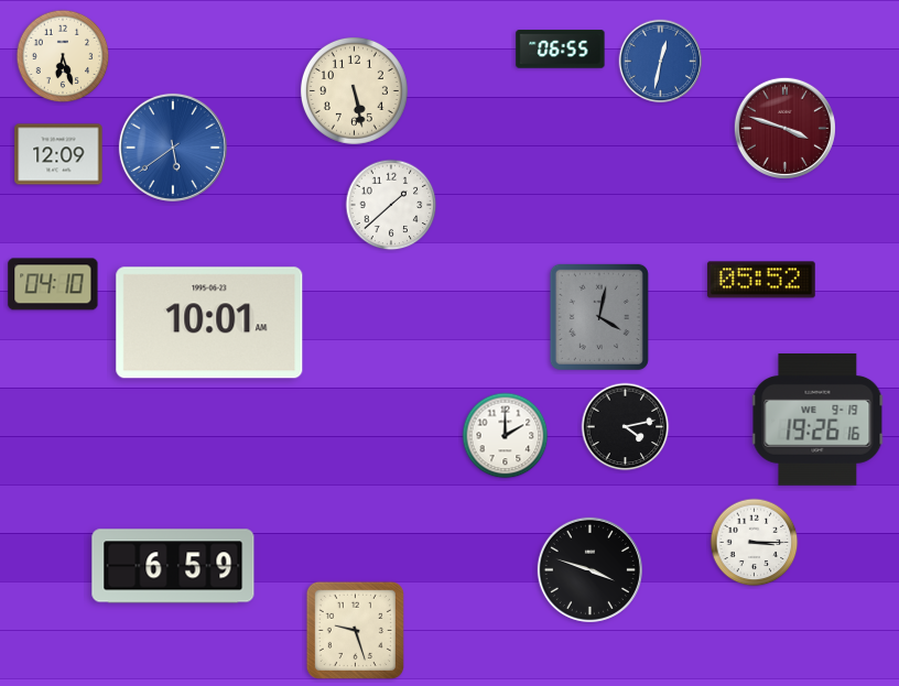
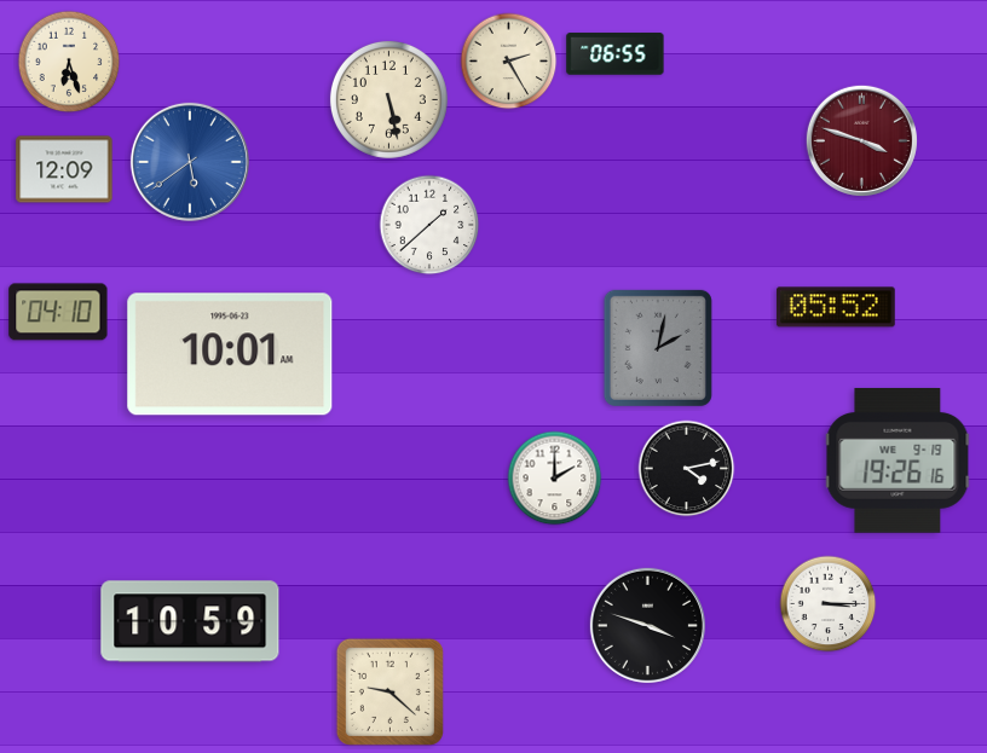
clock at (509, 62): none -> 2:25
clock at (661, 62): 12:32 -> none
clock at (599, 317): 4:02 -> 2:02
clock at (755, 543) position: (755, 543) -> (829, 604)
clock at (173, 566): 6:59 -> 10:59
clock at (355, 630): 9:27 -> 9:22
